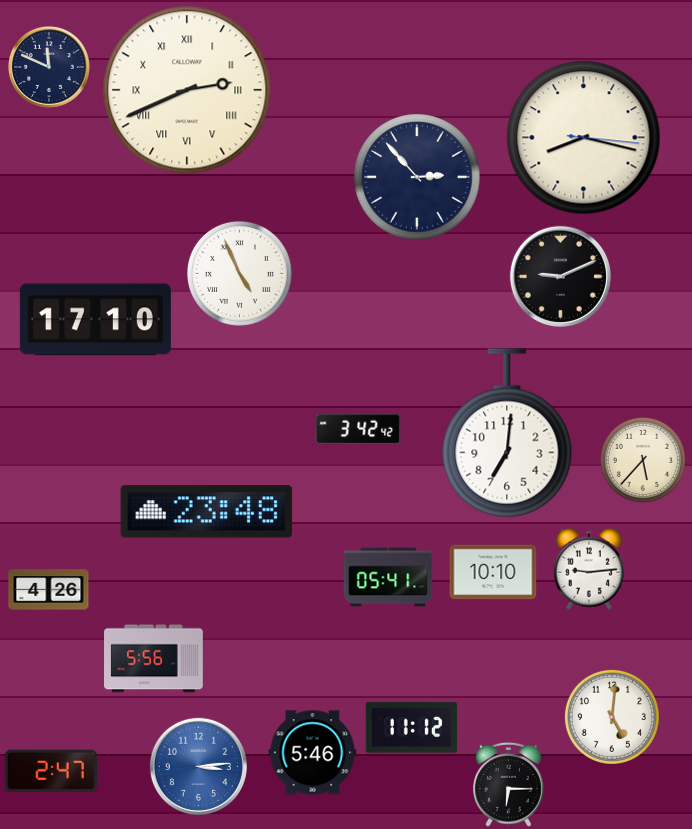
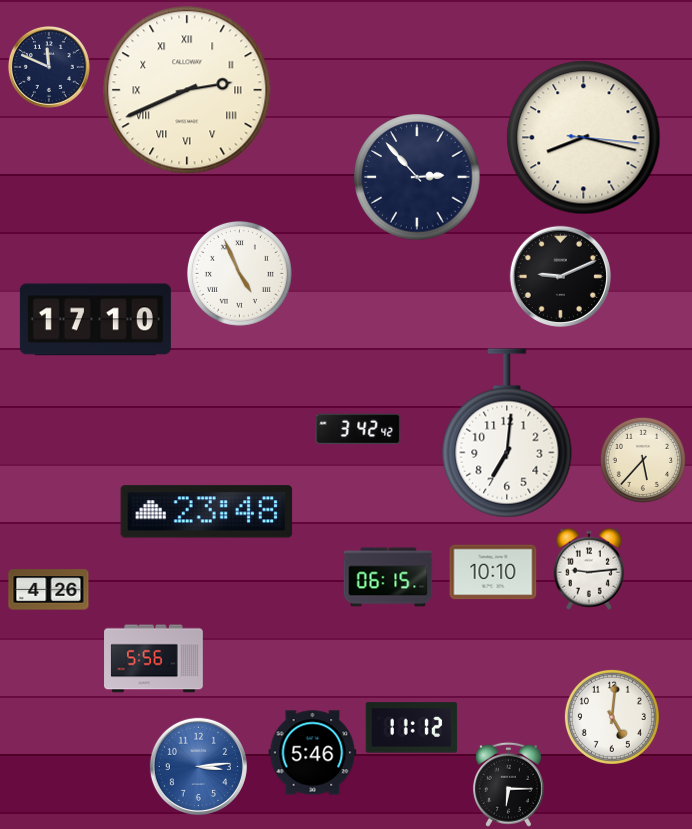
clock at (388, 577): 05:41 -> 06:15
clock at (50, 771): 2:47 -> none
